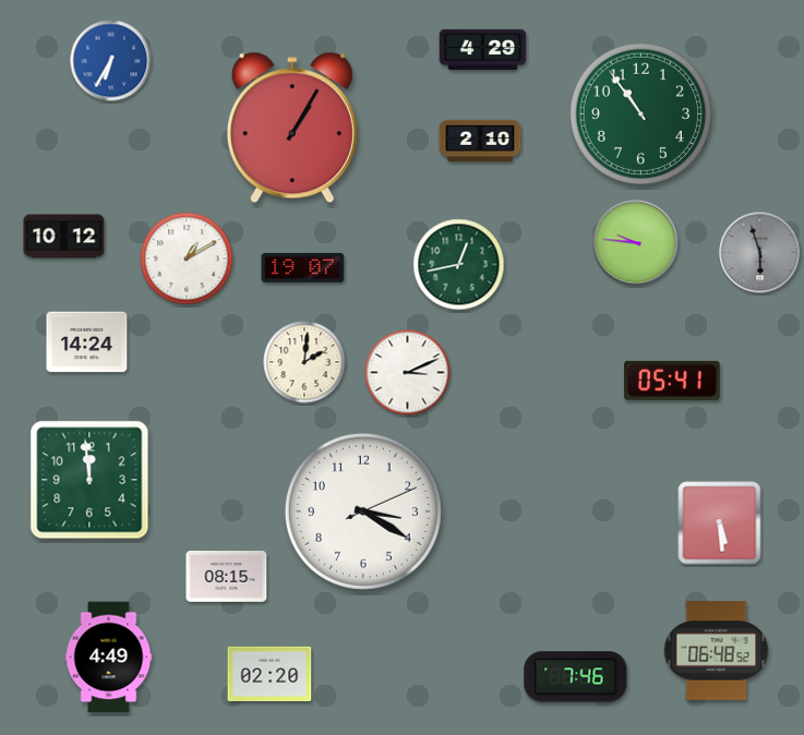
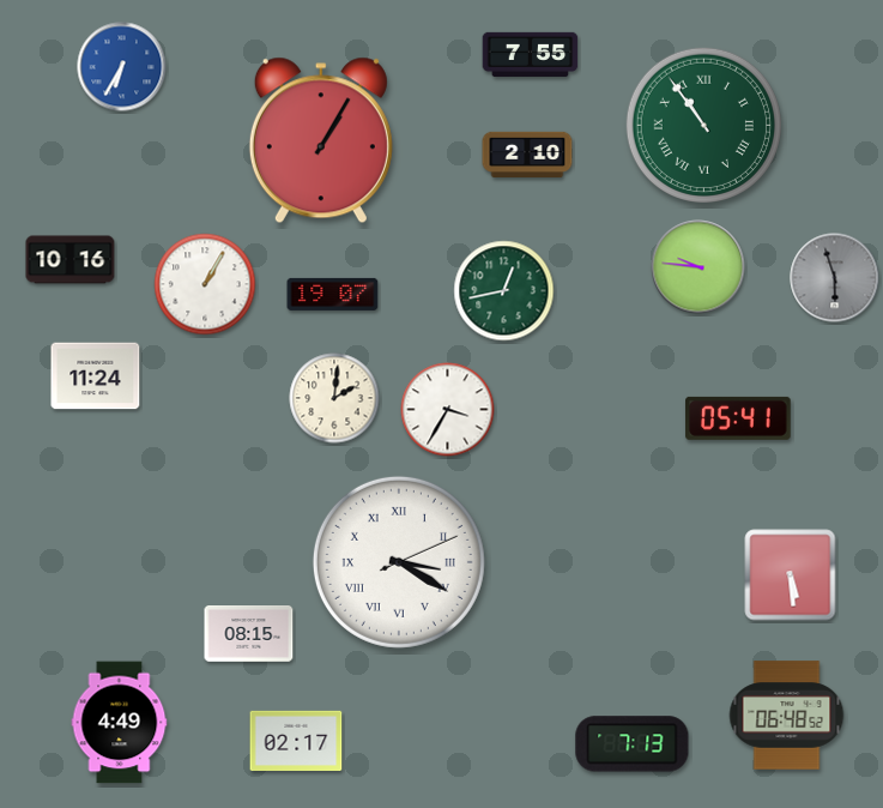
clock at (483, 49): 4:29 -> 7:55
clock at (640, 113) numerals: Arabic -> Roman
clock at (64, 237): 10:12 -> 10:16
clock at (187, 258): 1:10 -> 1:05
clock at (87, 342): 14:24 -> 11:24
clock at (408, 373): 3:11 -> 3:35
clock at (89, 480): 11:59 -> none
clock at (363, 511) numerals: Arabic -> Roman
clock at (269, 673): 02:20 -> 02:17
clock at (576, 677): 7:46 -> 7:13
